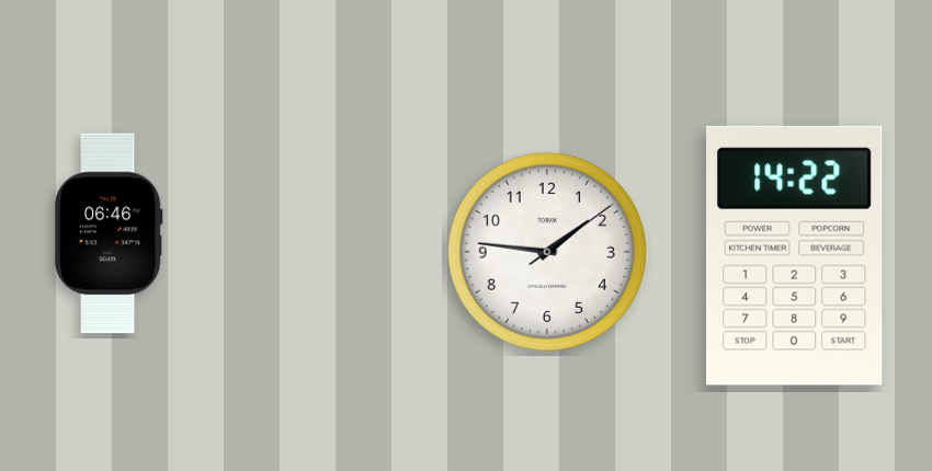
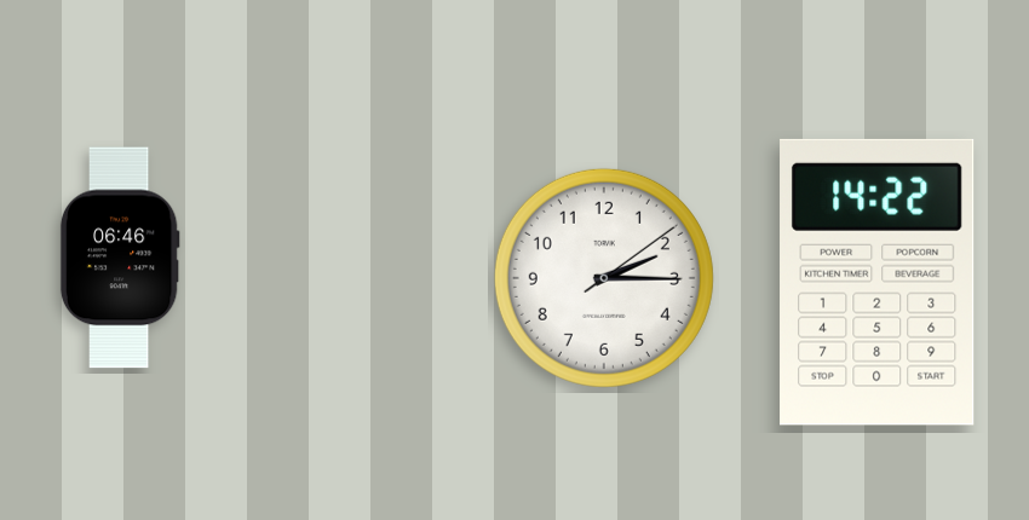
clock at (547, 252): 1:46 -> 2:15
